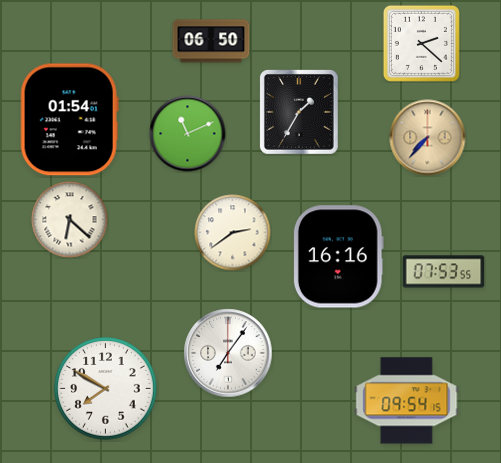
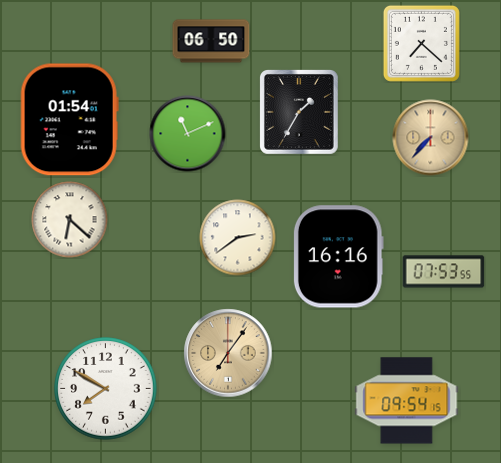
clock at (421, 43): 2:22 -> 7:22
clock at (428, 138) position: (428, 138) -> (431, 138)
clock at (233, 233) position: (233, 233) -> (238, 238)
clock at (228, 353) dial: white -> champagne
